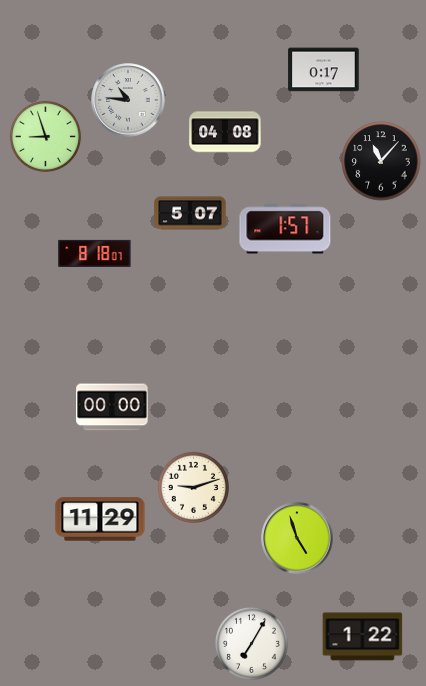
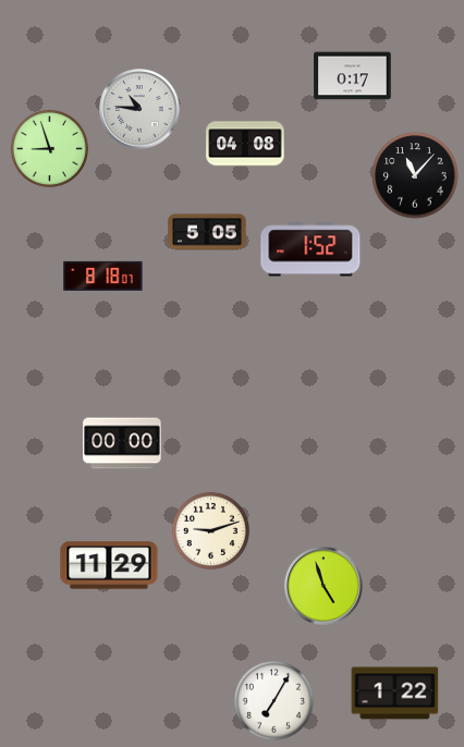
clock at (190, 213): 5:07 -> 5:05
clock at (285, 229): 1:57 -> 1:52
